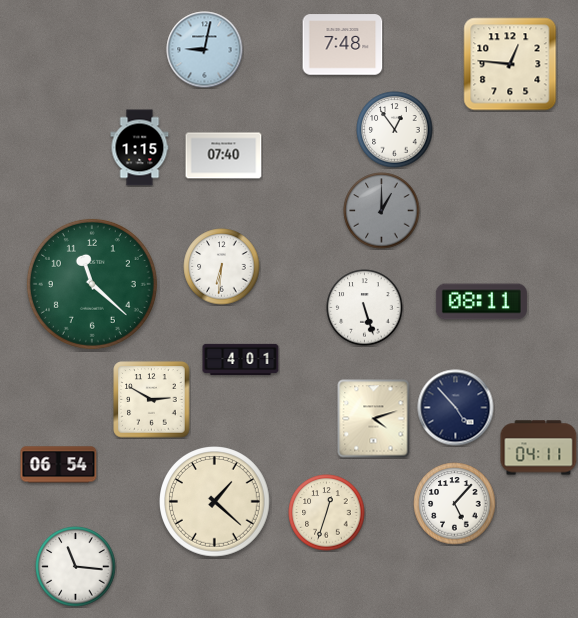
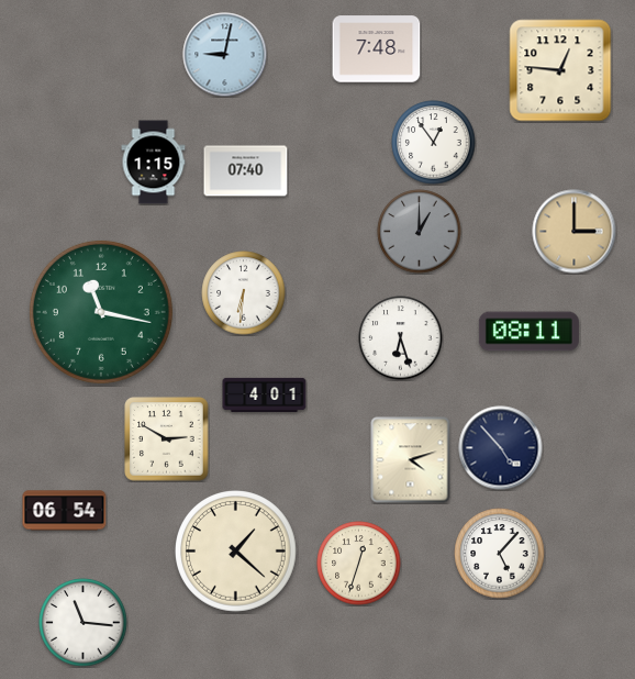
clock at (575, 232): none -> 3:00
clock at (92, 284): 11:22 -> 11:17
clock at (365, 308): 5:27 -> 6:27
clock at (539, 448): 04:11 -> none
